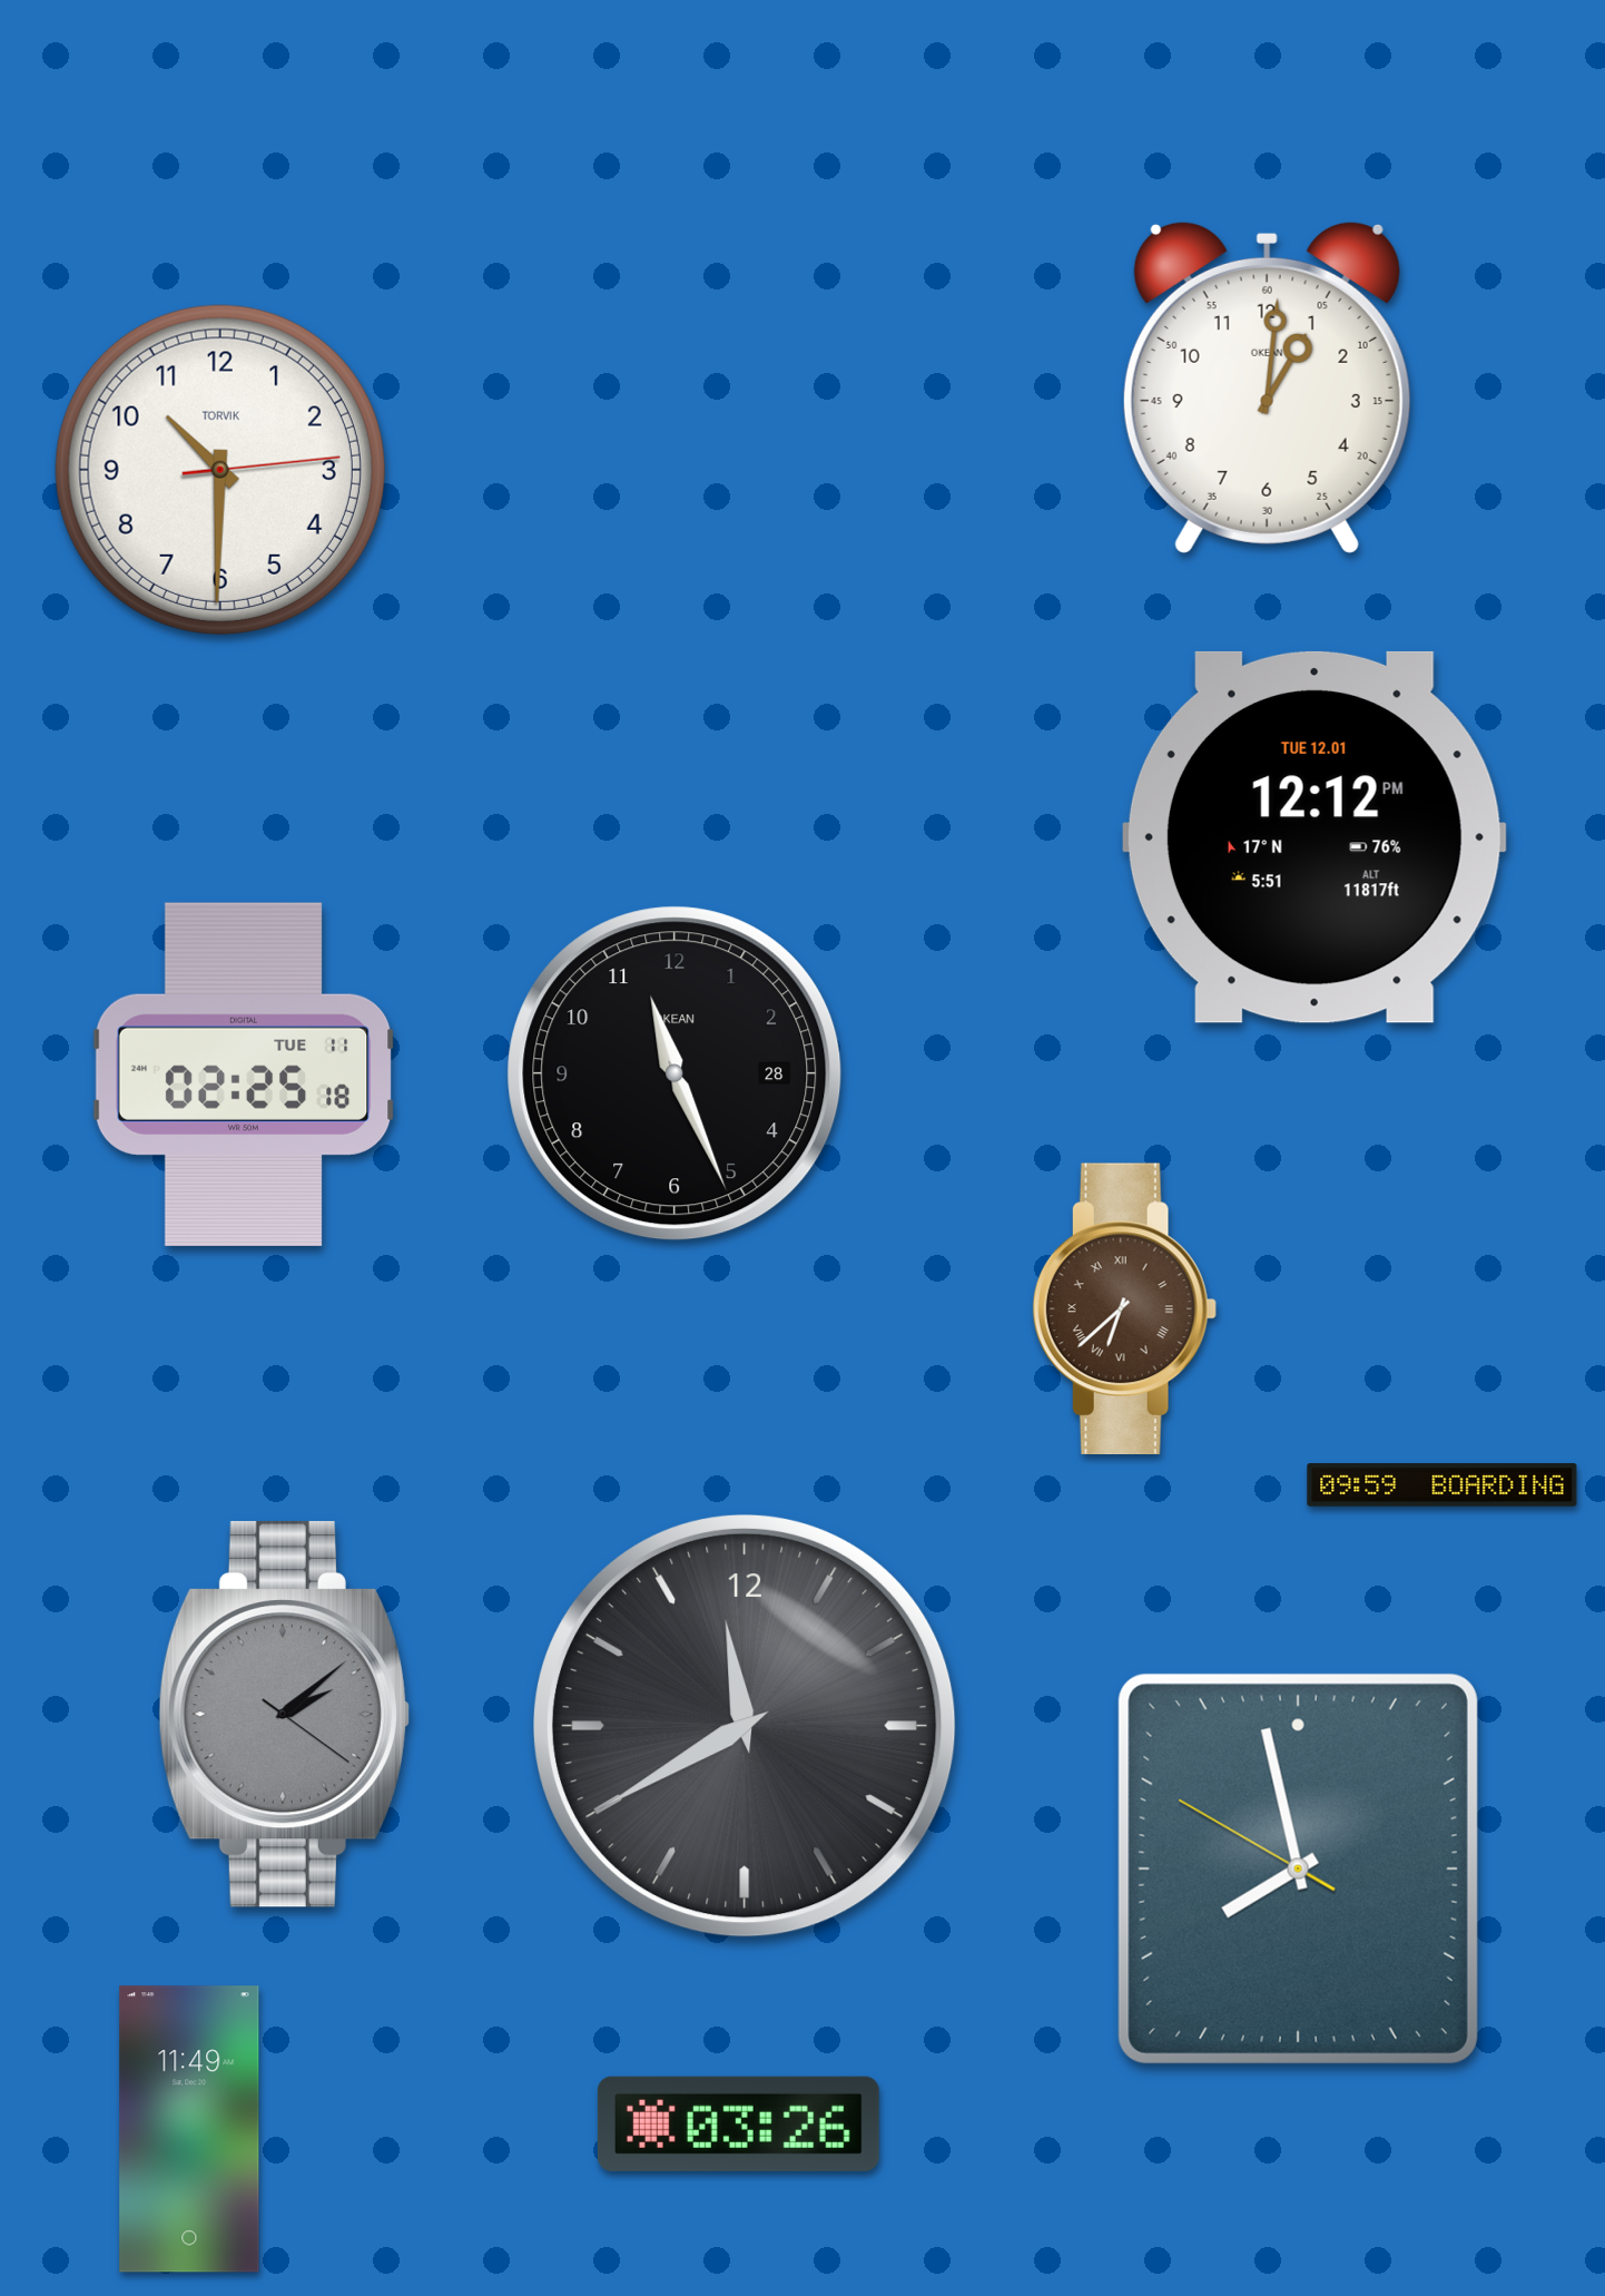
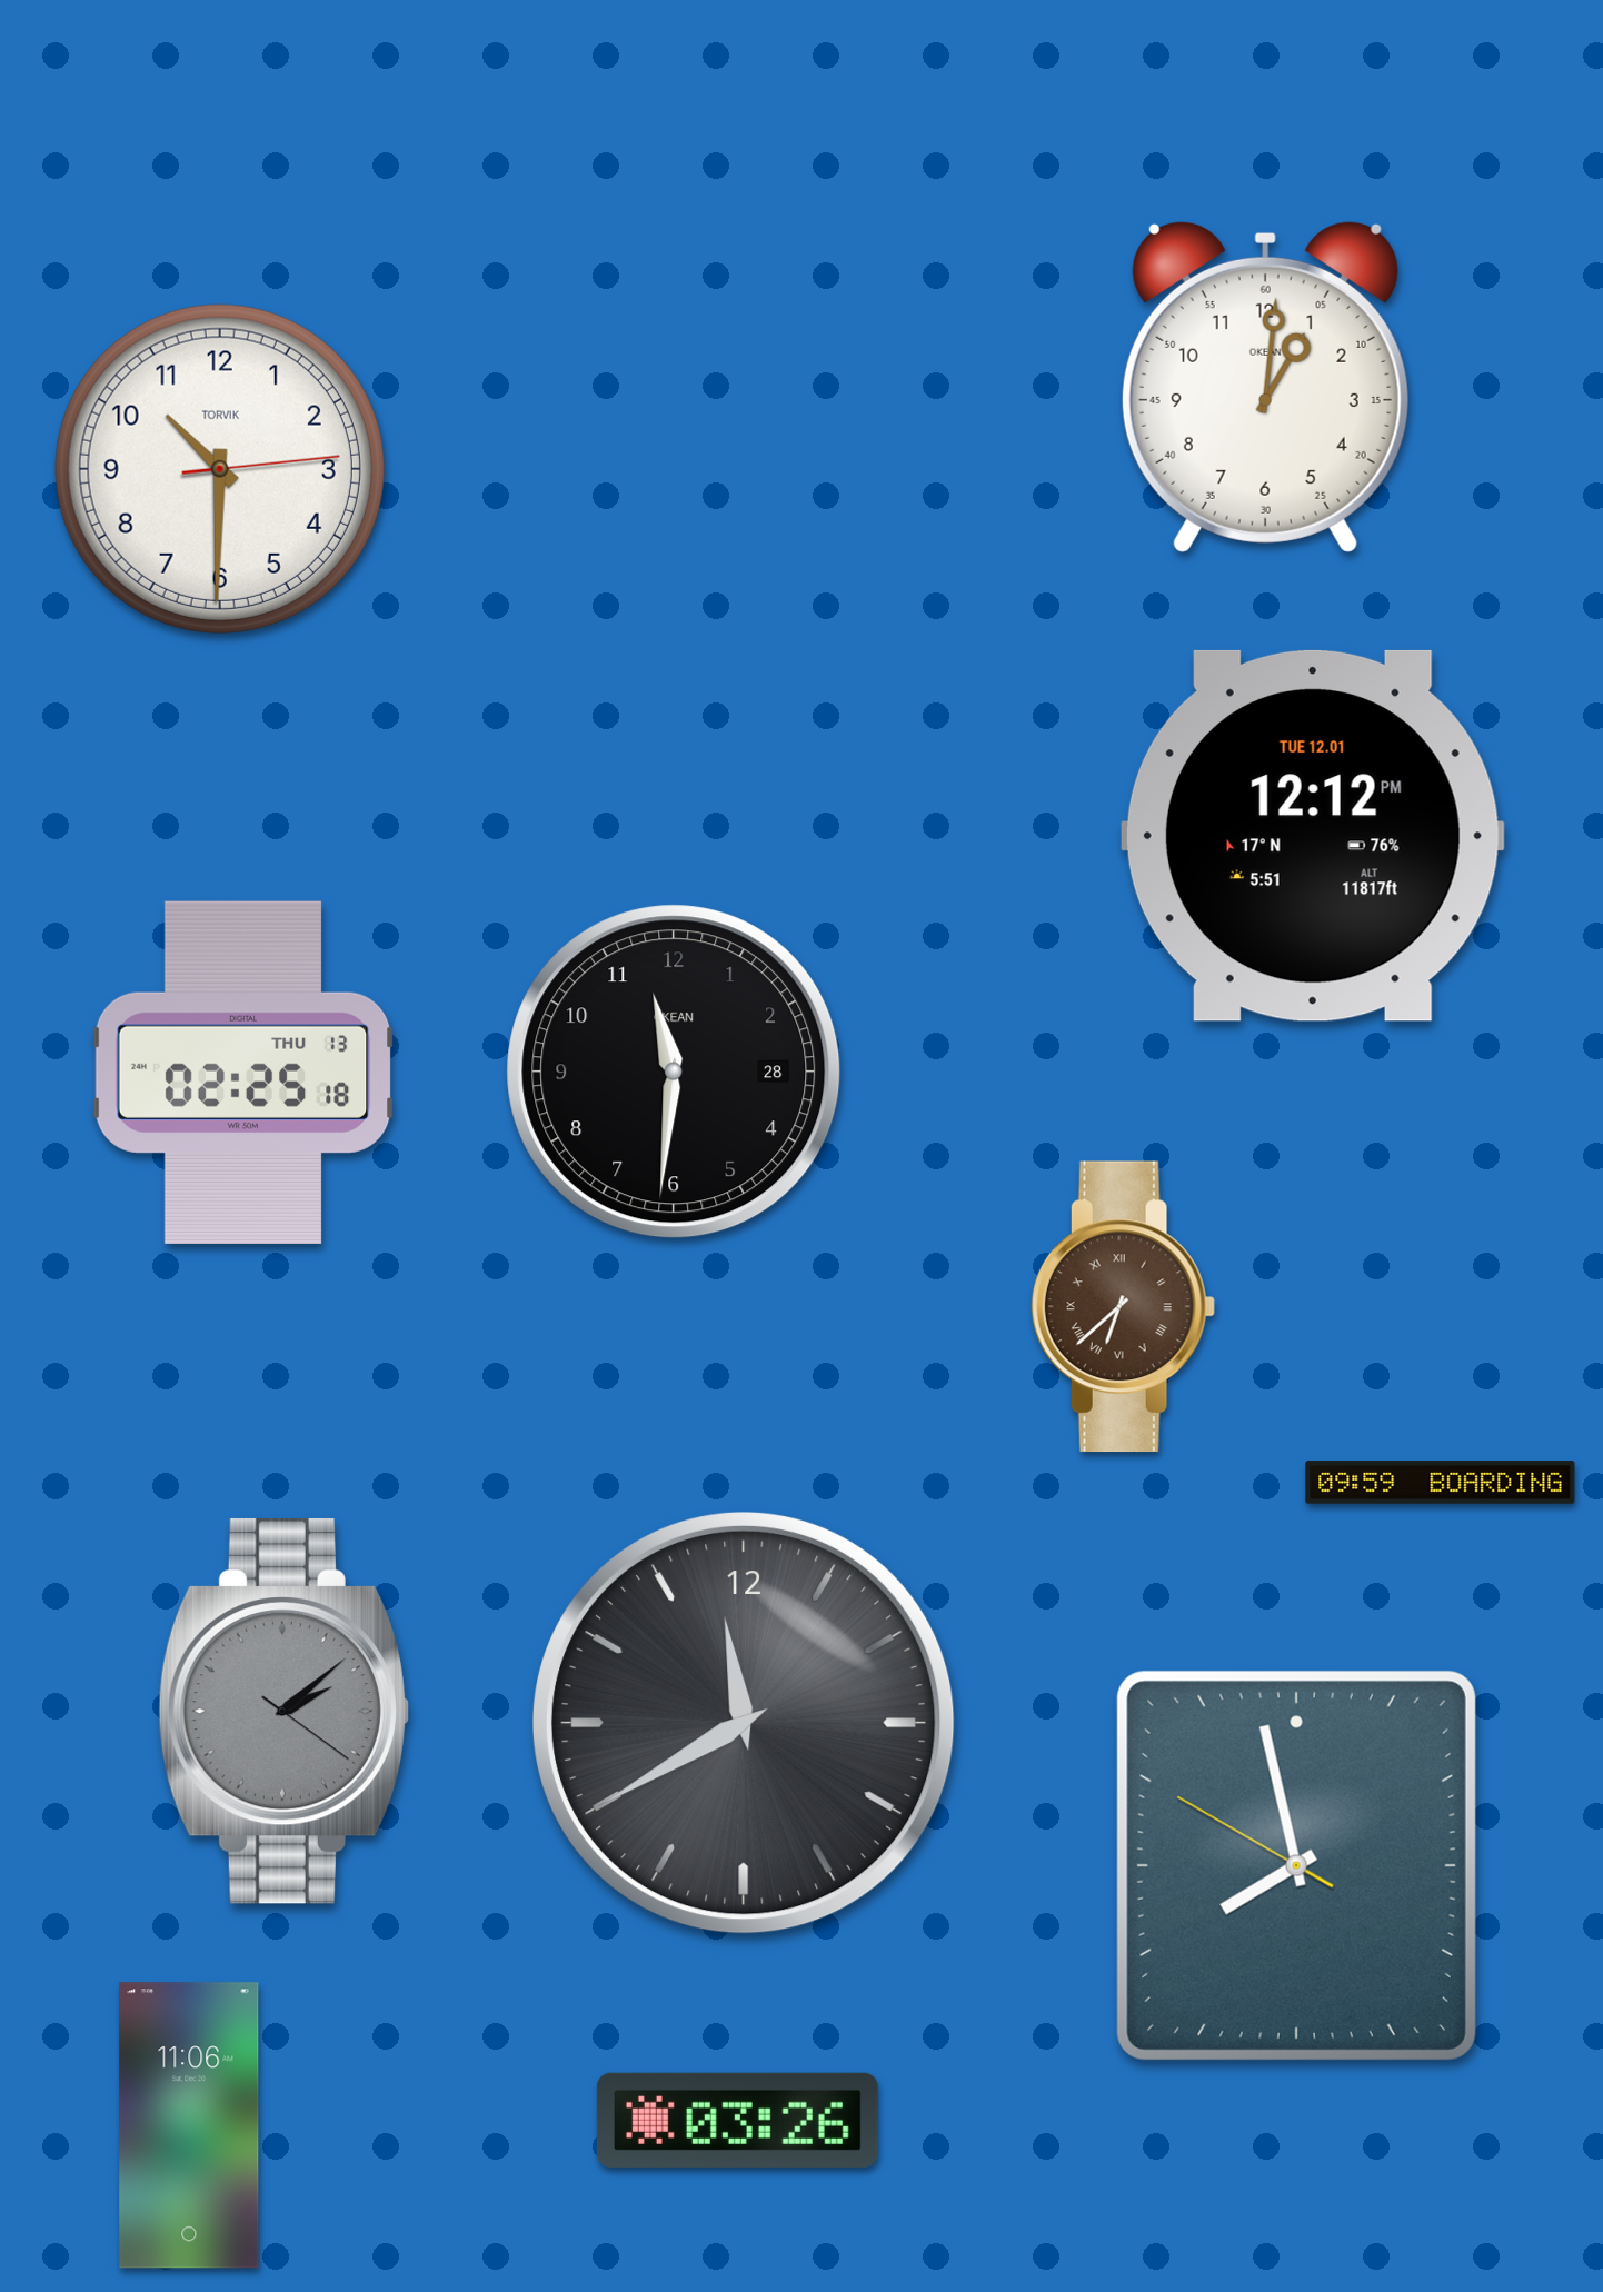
clock at (675, 1073): 11:26 -> 11:31
clock at (244, 1075) date: TUE 11 -> THU 13
clock at (189, 2129): 11:49 -> 11:06
